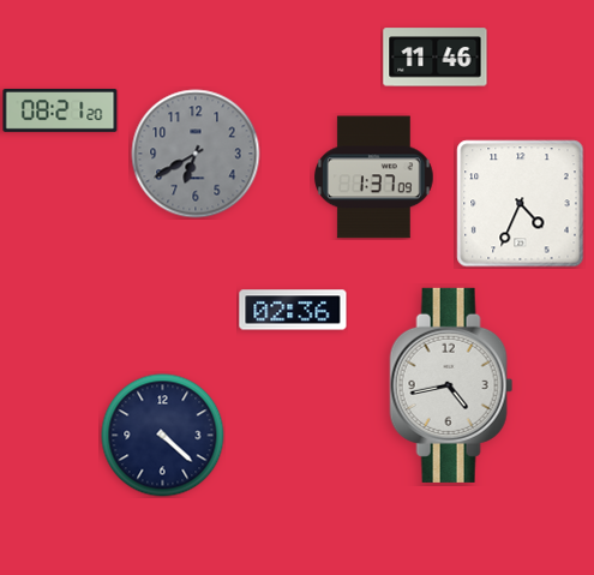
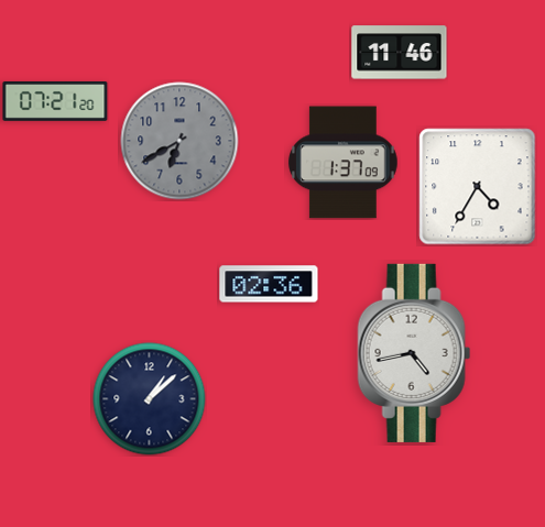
clock at (60, 110): 08:21 -> 07:21
clock at (521, 204): 4:34 -> 4:35
clock at (163, 436): 4:22 -> 1:08
